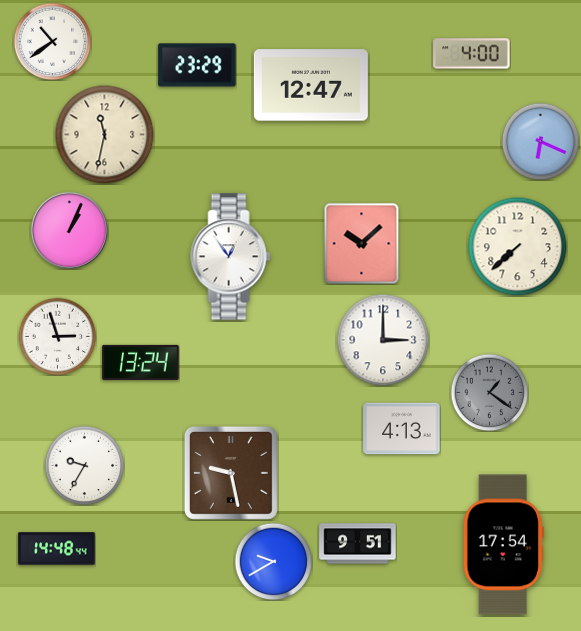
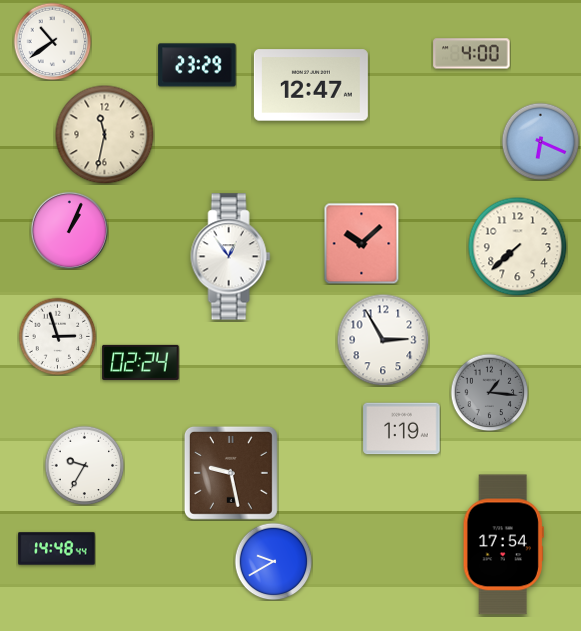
clock at (383, 340): 3:00 -> 2:55
clock at (141, 362): 13:24 -> 02:24
clock at (489, 392): 1:21 -> 1:16
clock at (402, 429): 4:13 -> 1:19
clock at (358, 544): 9:51 -> none
